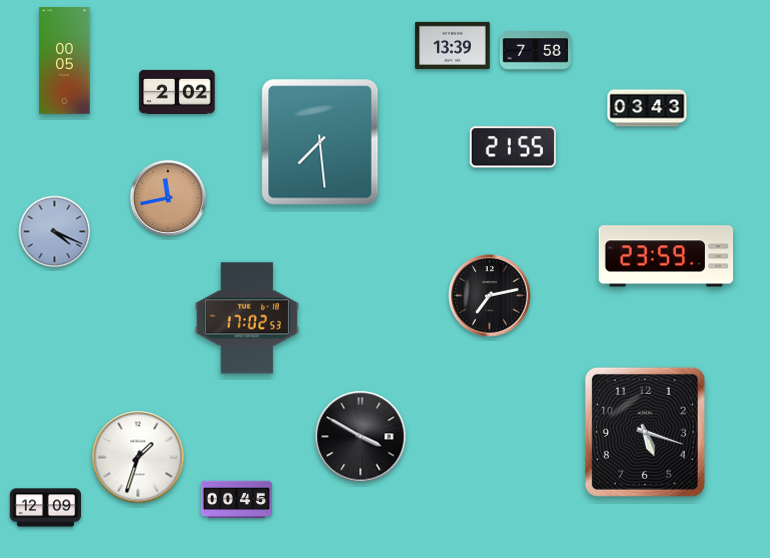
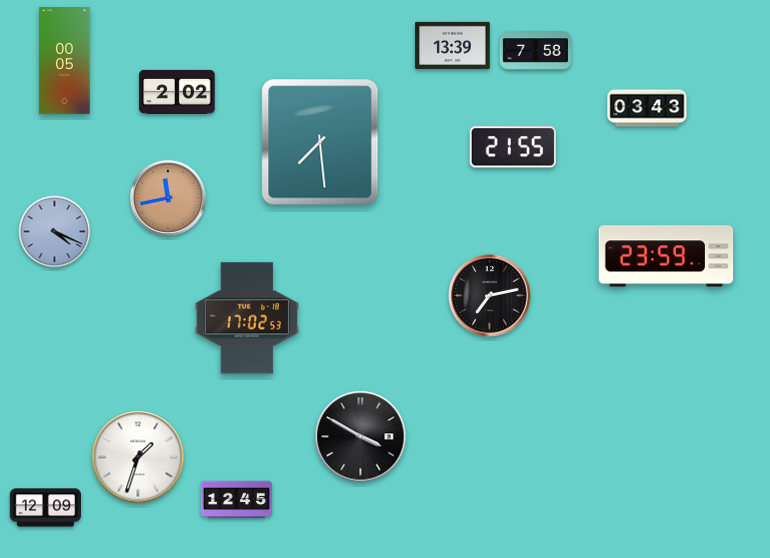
clock at (645, 432): 5:18 -> none
clock at (236, 500): 00:45 -> 12:45
